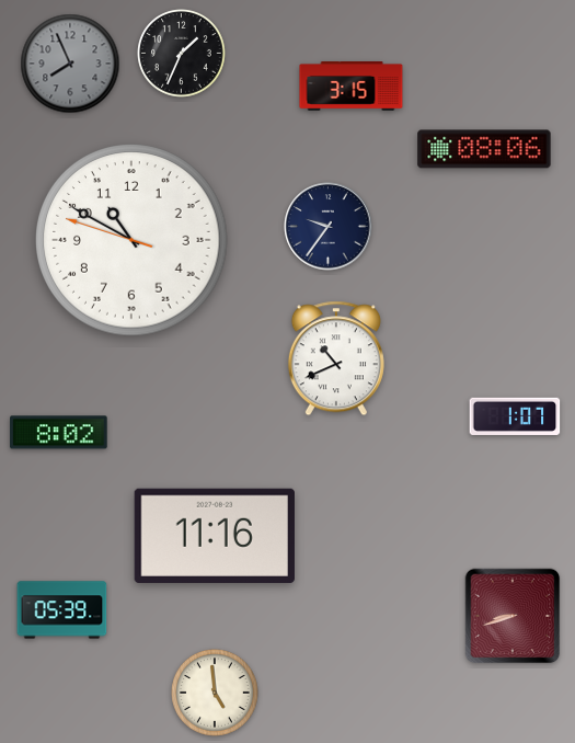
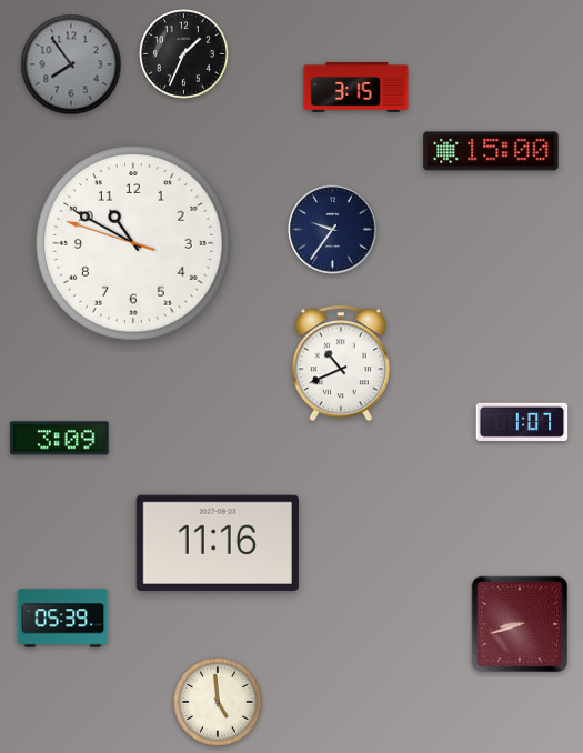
clock at (70, 64): 7:56 -> 7:54
clock at (484, 149): 08:06 -> 15:00
clock at (59, 433): 8:02 -> 3:09
